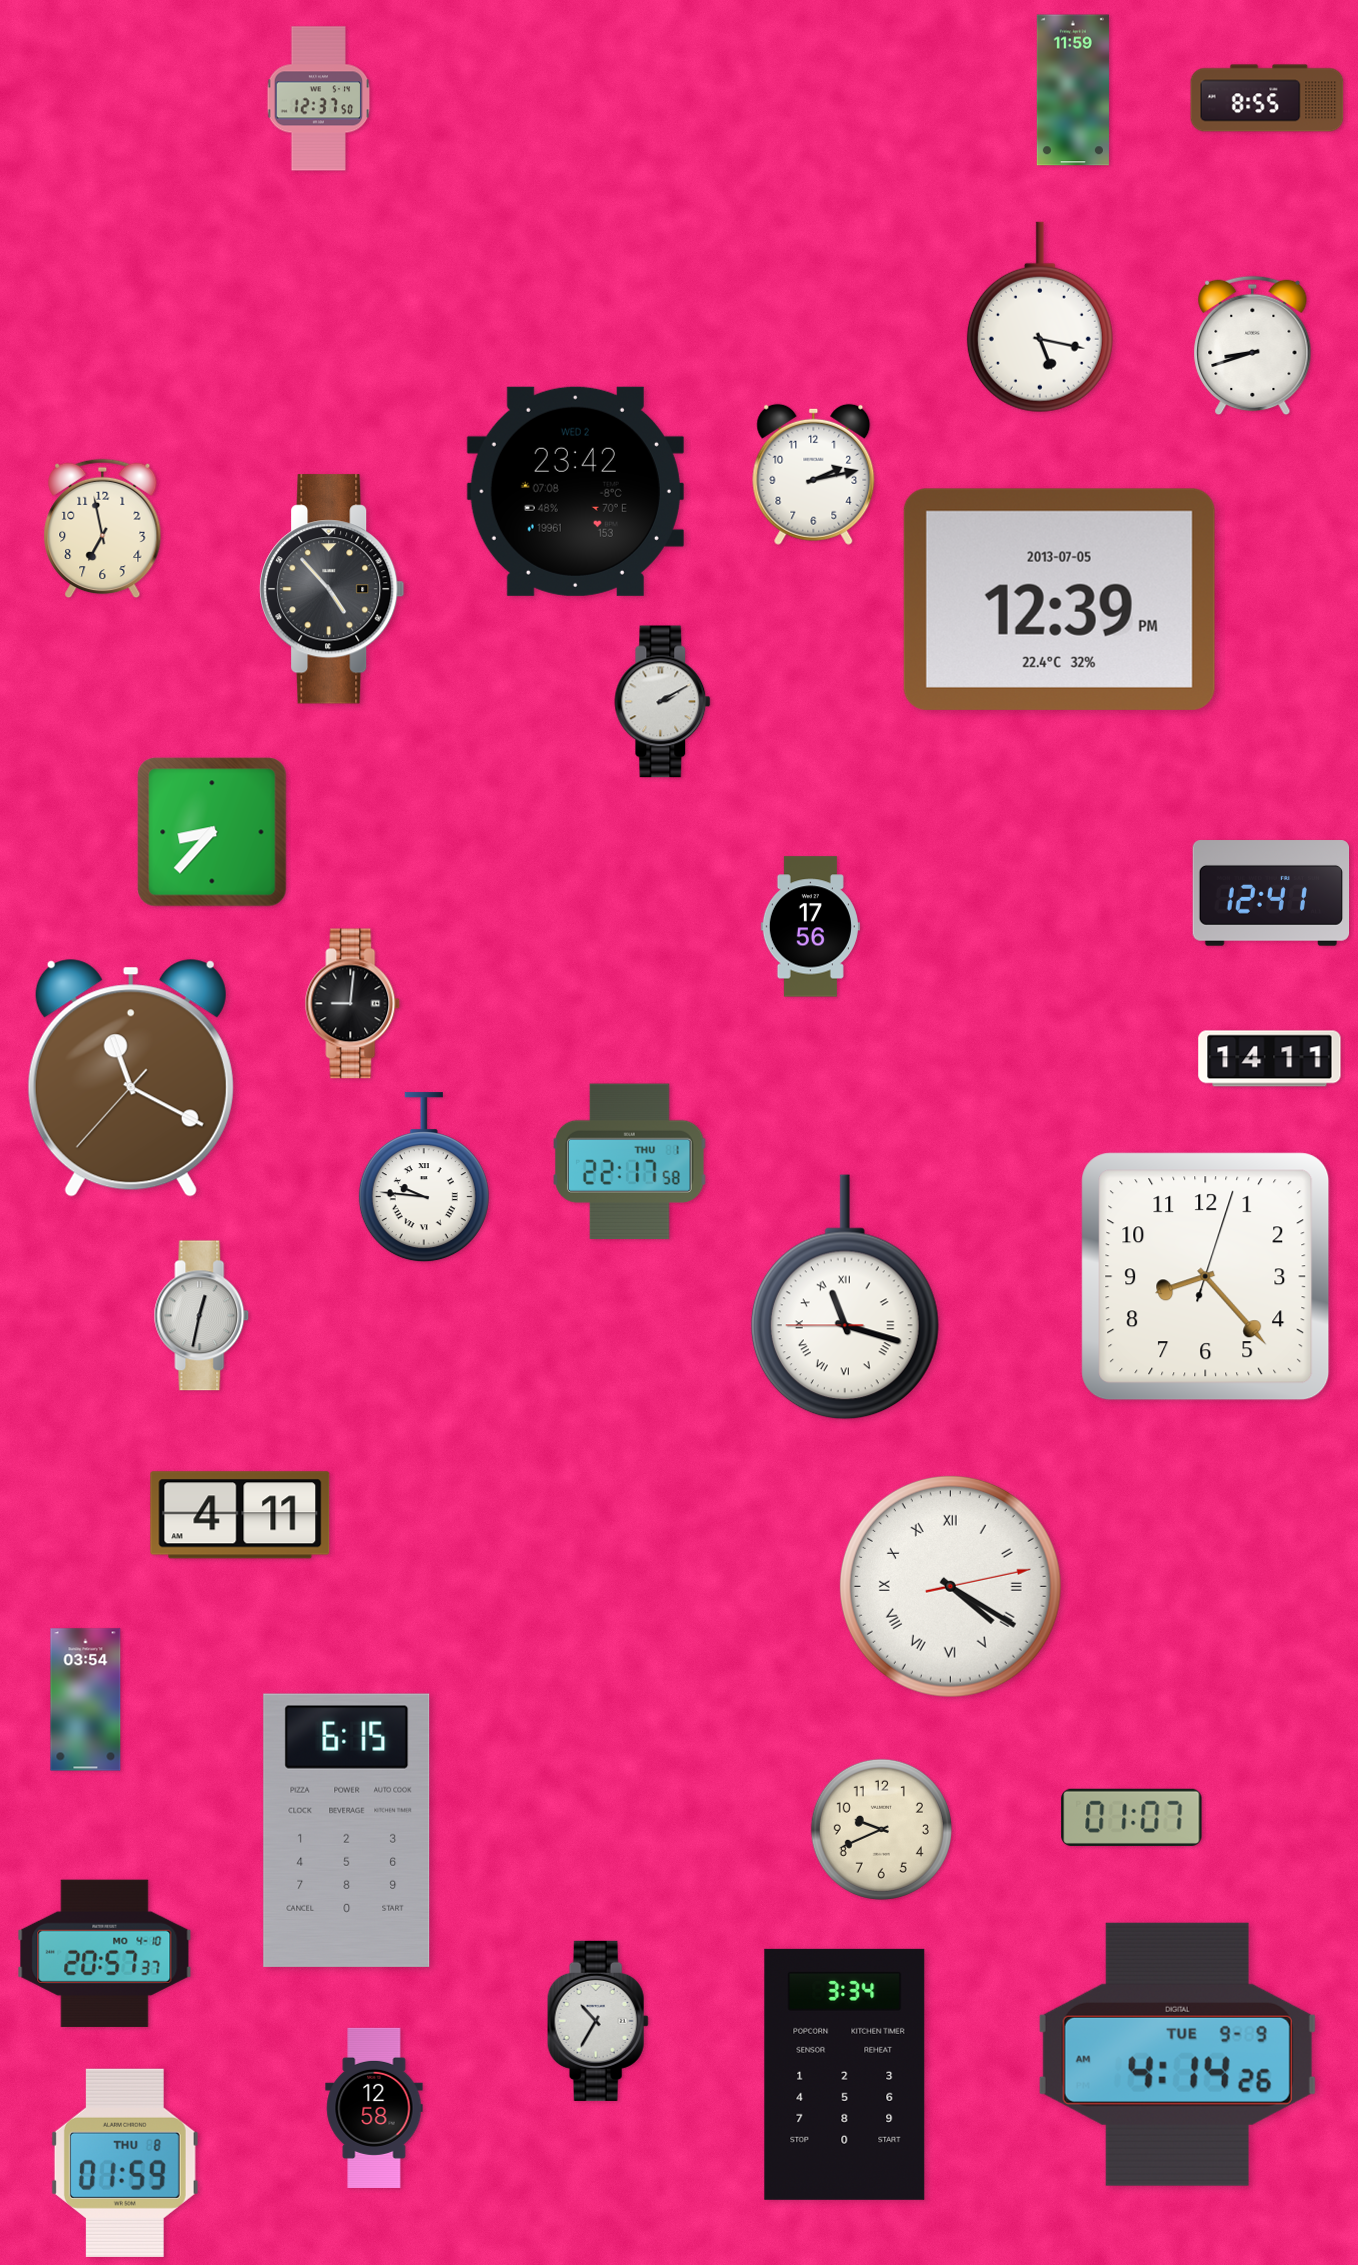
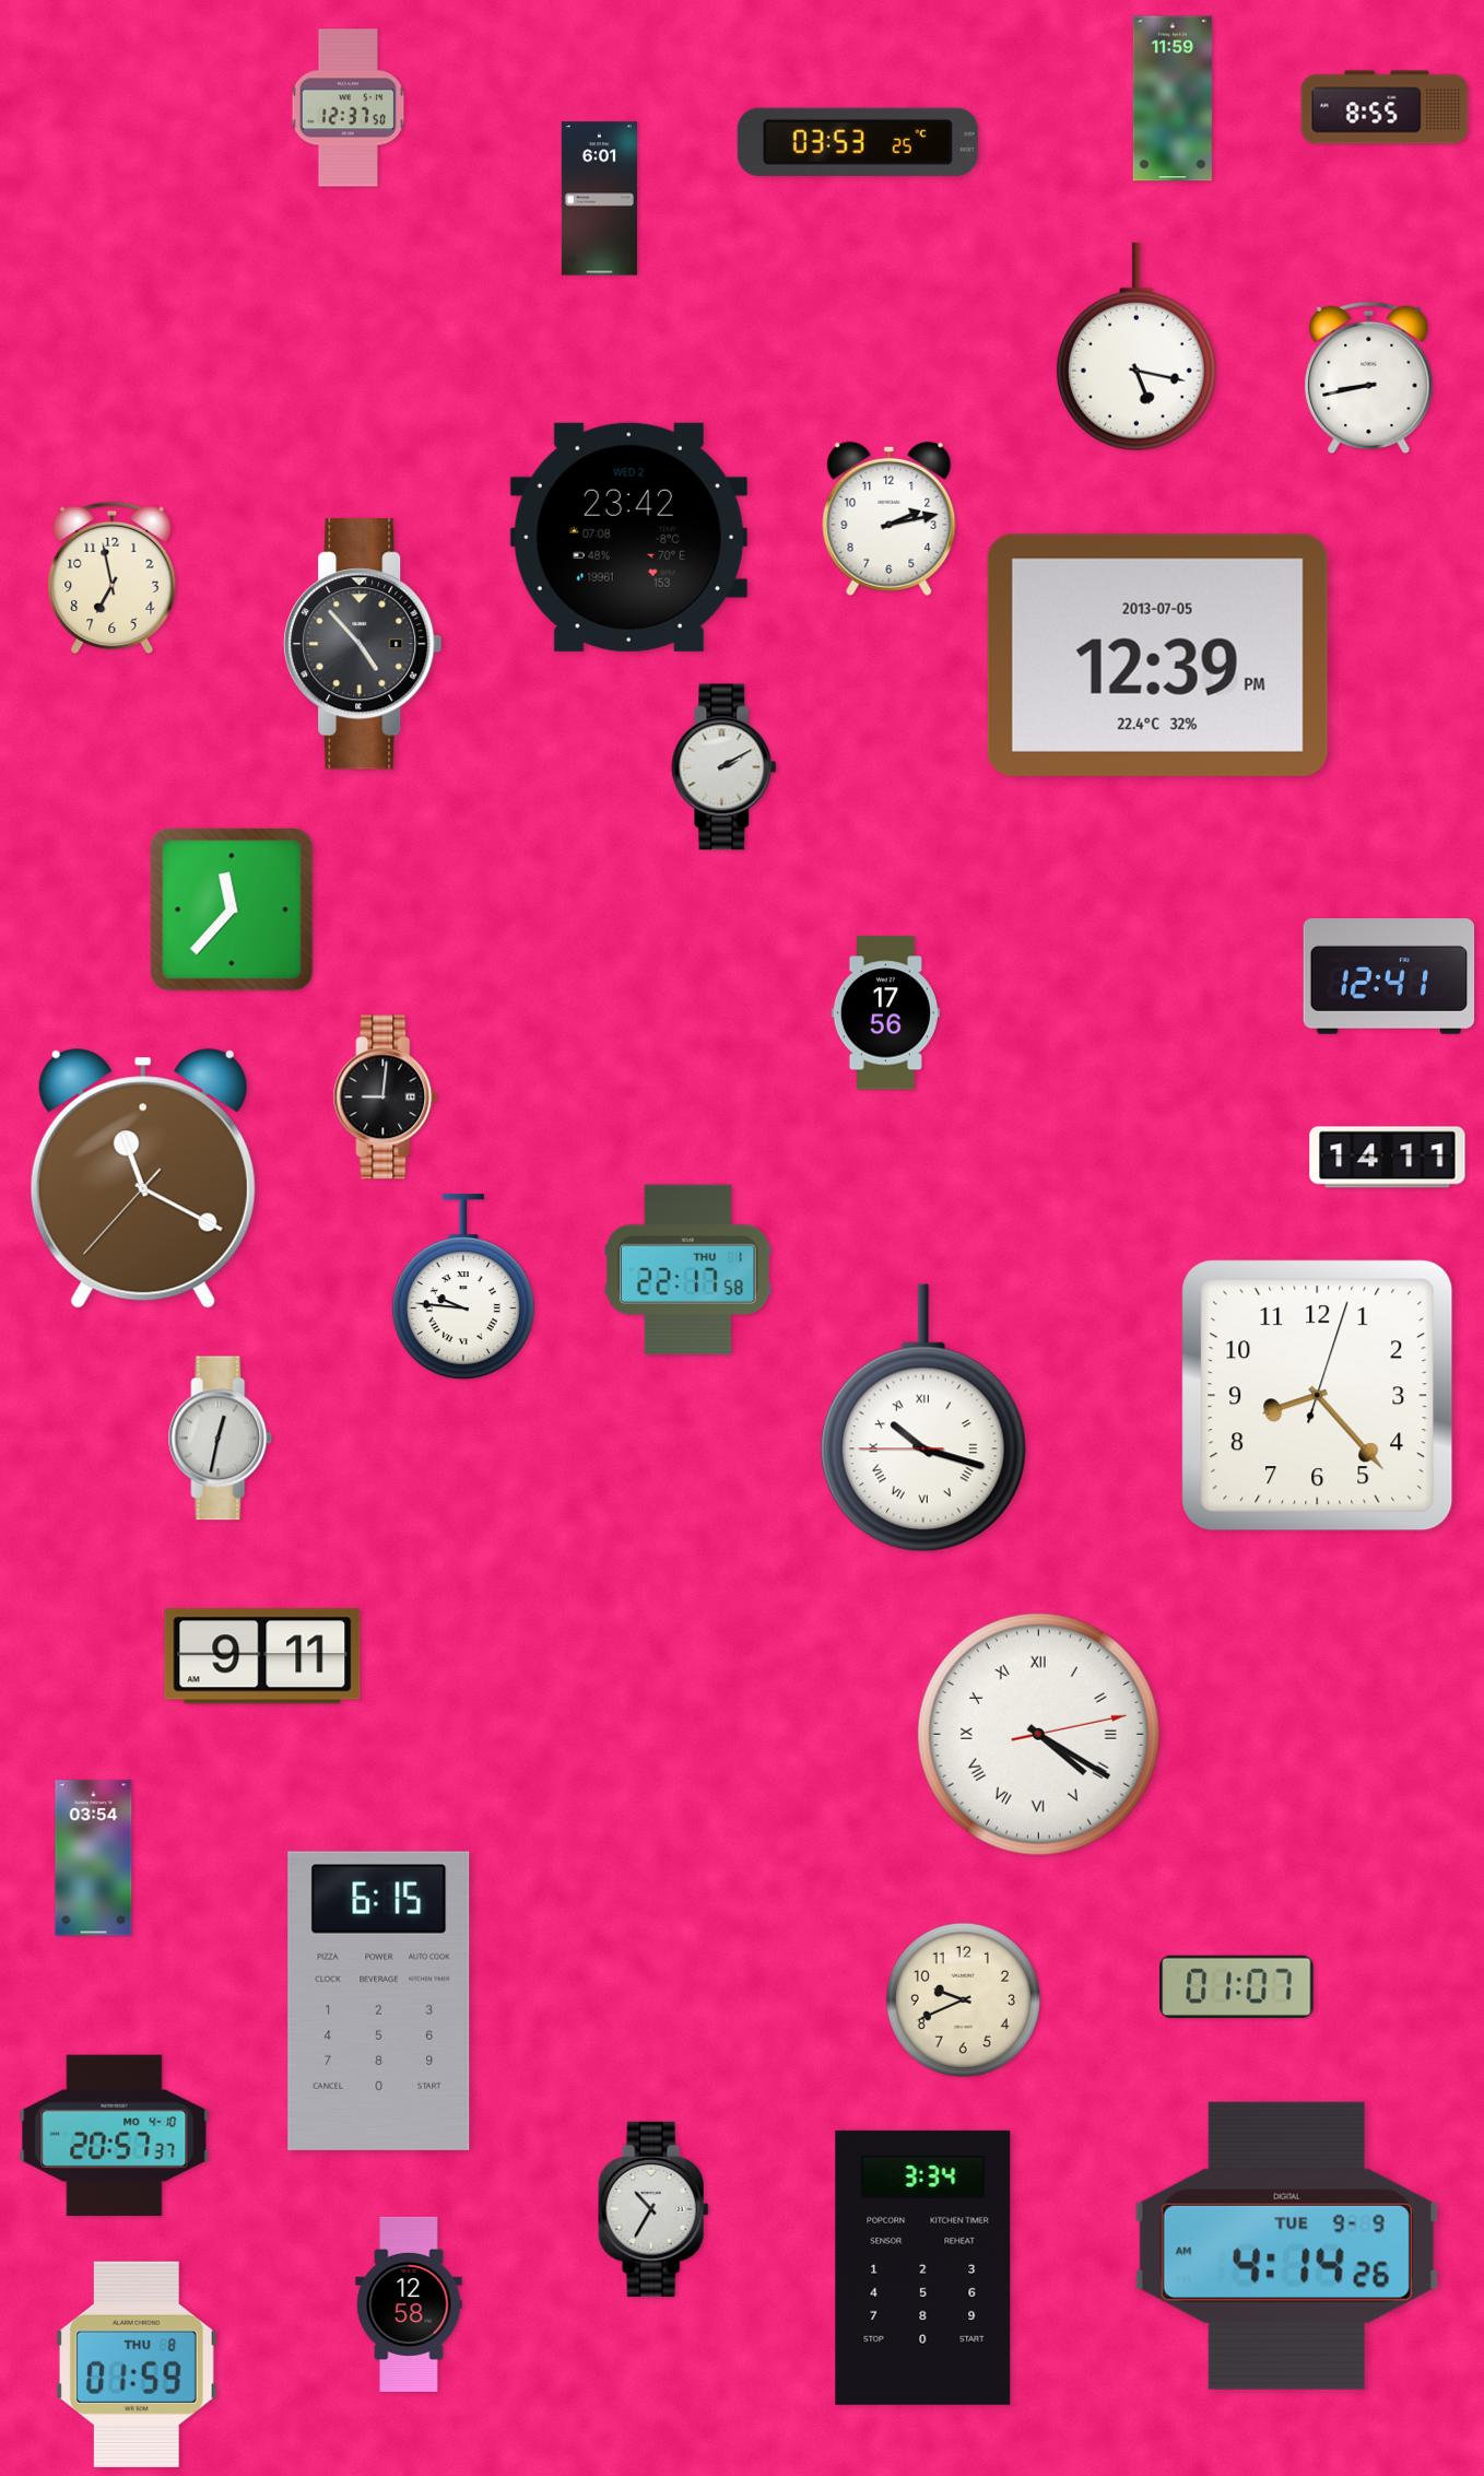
clock at (858, 142): none -> 03:53
clock at (599, 199): none -> 6:01
clock at (1253, 346): 8:42 -> 8:43
clock at (212, 832): 8:37 -> 11:37
clock at (845, 1297): 11:17 -> 10:17
clock at (240, 1515): 4:11 -> 9:11
